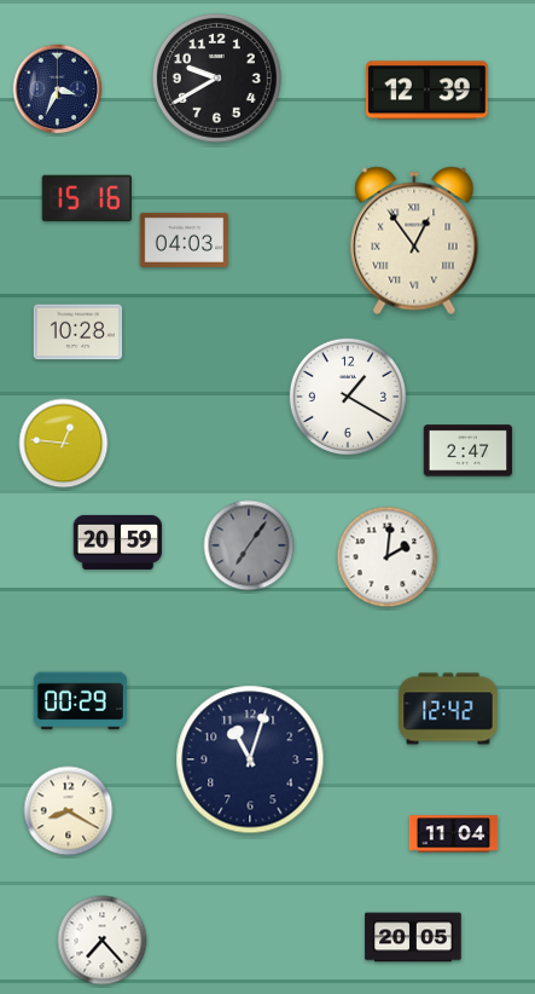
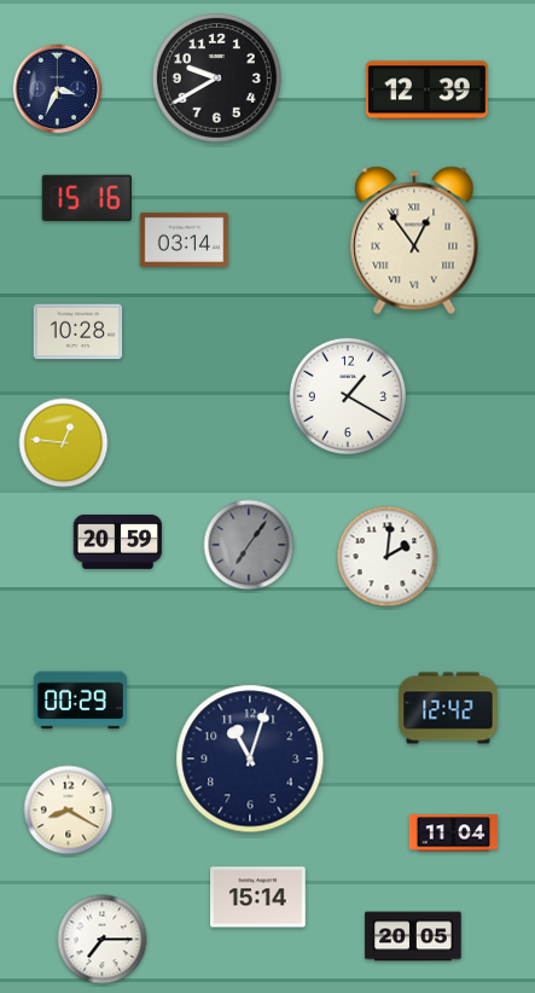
clock at (185, 239): 04:03 -> 03:14
clock at (469, 451): 2:47 -> none
clock at (258, 898): none -> 15:14
clock at (103, 941): 7:23 -> 7:15
